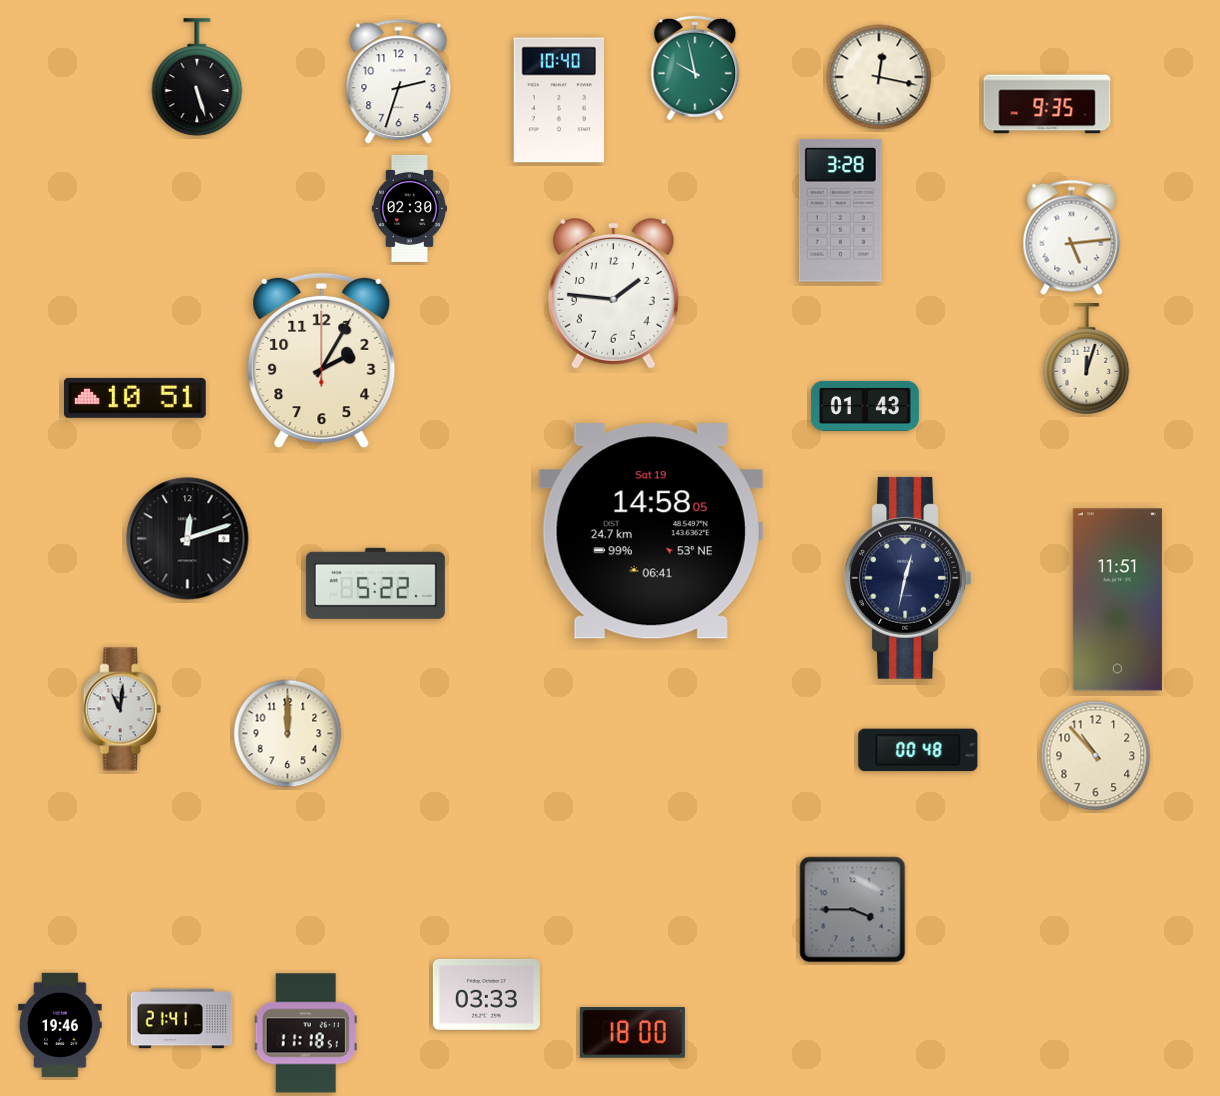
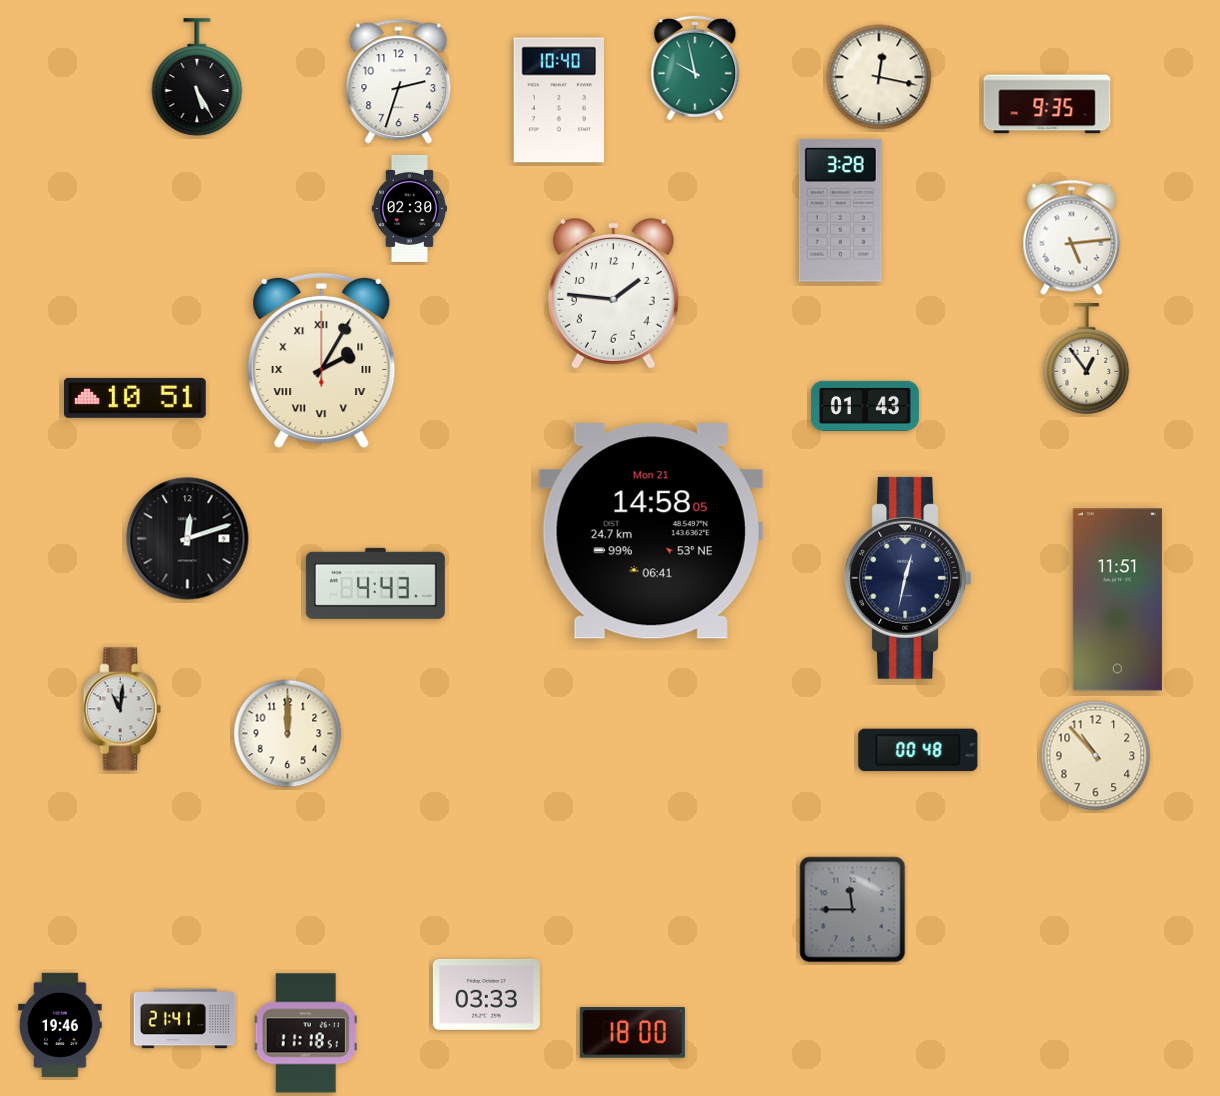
clock at (197, 77): 5:27 -> 5:25
clock at (1087, 359): 12:03 -> 12:54
clock at (322, 361) numerals: Arabic -> Roman
clock at (651, 531) date: Sat 19 -> Mon 21
clock at (375, 583): 5:22 -> 4:43
clock at (853, 910): 3:45 -> 11:45
clock at (182, 1019) position: (182, 1019) -> (185, 1019)
